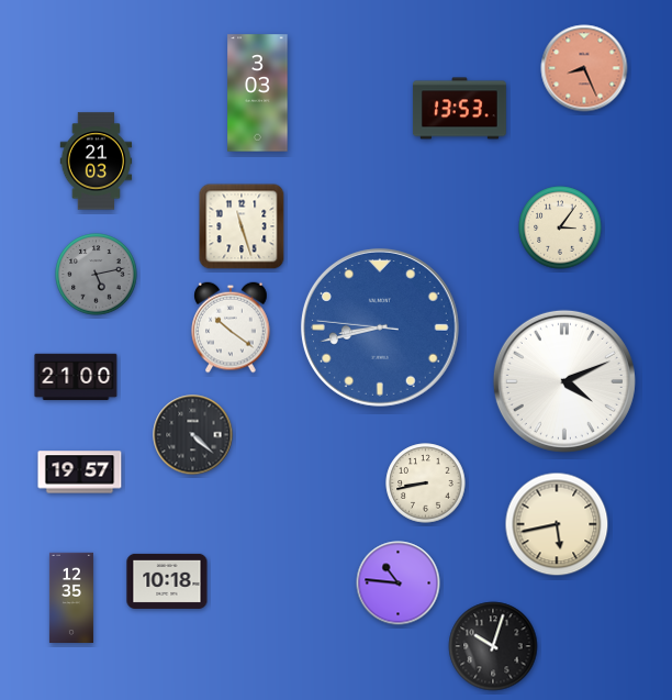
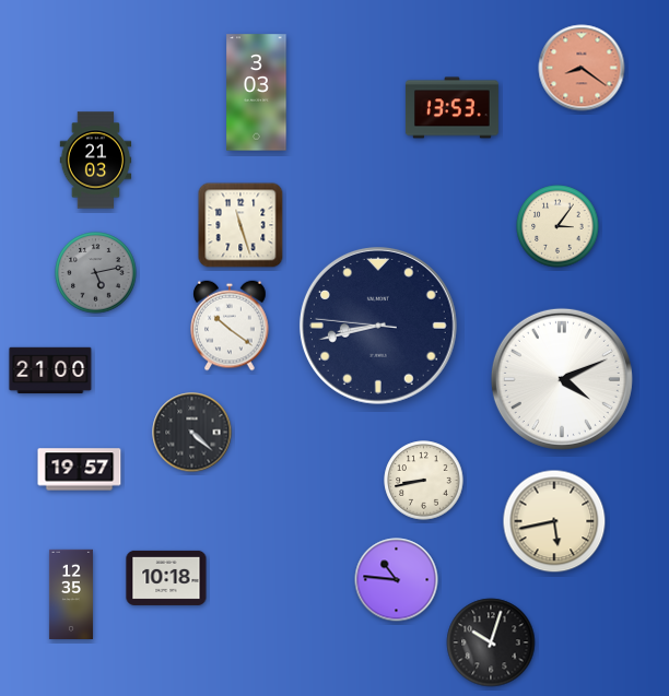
clock at (584, 68): 8:26 -> 8:21
clock at (459, 109) position: (459, 109) -> (451, 108)
clock at (380, 327) dial: blue -> navy
clock at (76, 377) position: (76, 377) -> (50, 370)
